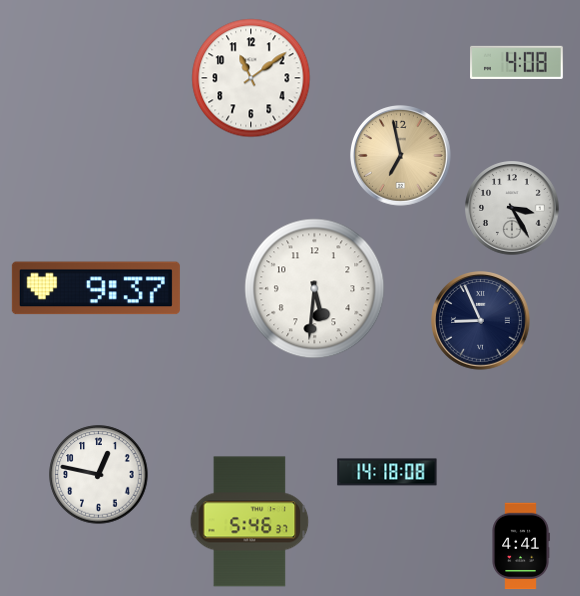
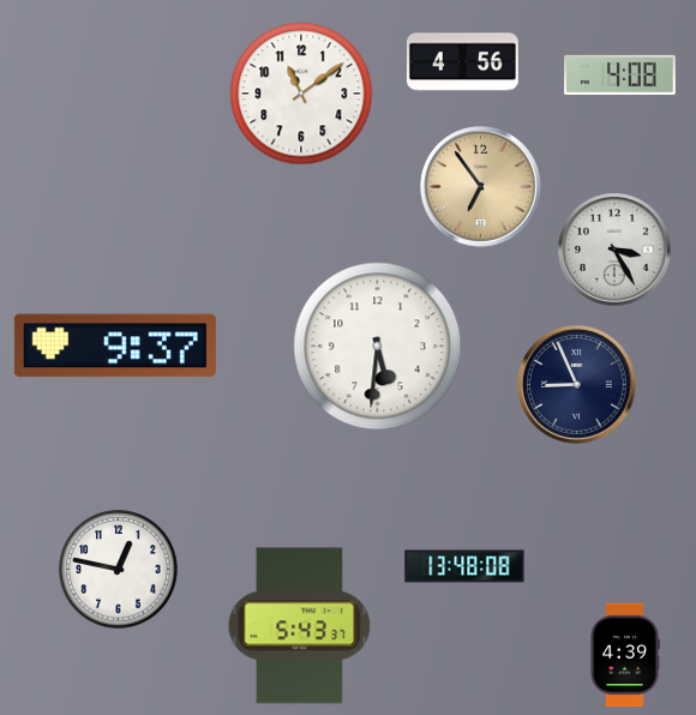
clock at (463, 62): none -> 4:56
clock at (401, 156): 6:58 -> 6:54
clock at (387, 472): 14:18 -> 13:48
clock at (250, 522): 5:46 -> 5:43
clock at (521, 546): 4:41 -> 4:39
